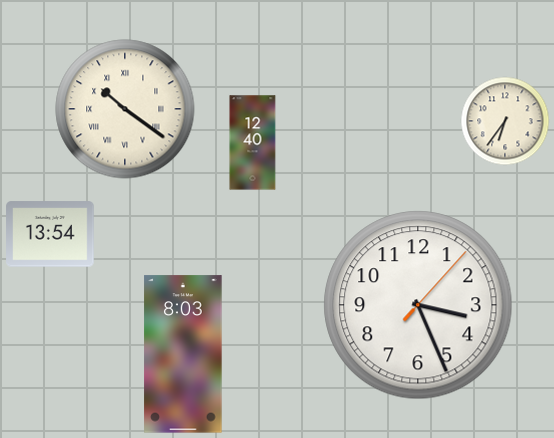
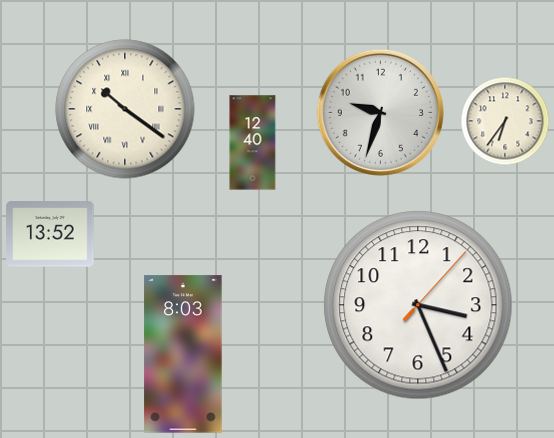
clock at (380, 112): none -> 9:33
clock at (50, 234): 13:54 -> 13:52
